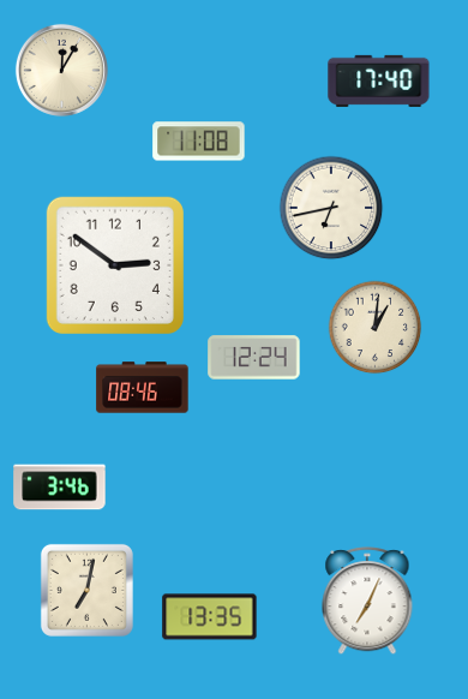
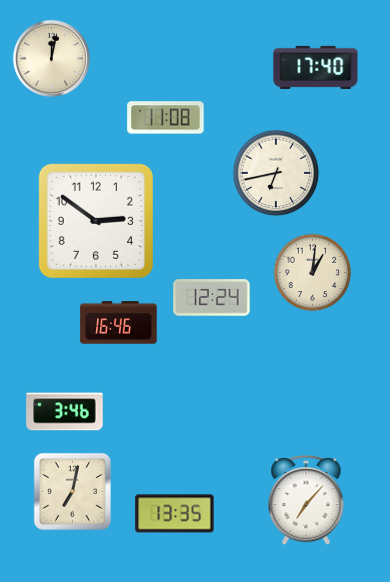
clock at (61, 70): 12:05 -> 12:02
clock at (143, 388): 08:46 -> 16:46
clock at (60, 488) position: (60, 488) -> (65, 412)
clock at (367, 601): 7:04 -> 7:07
